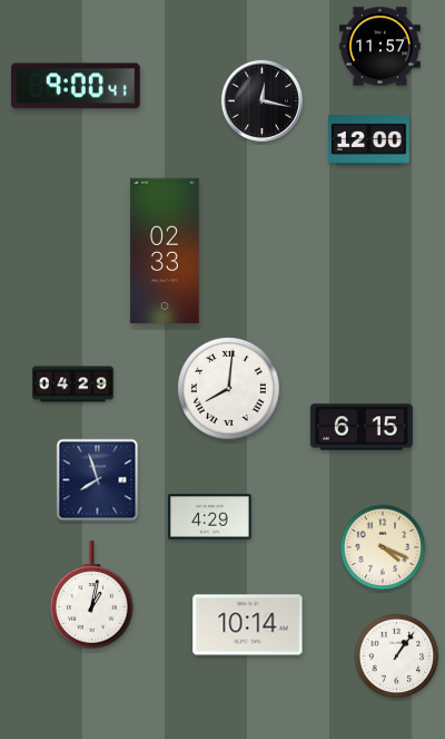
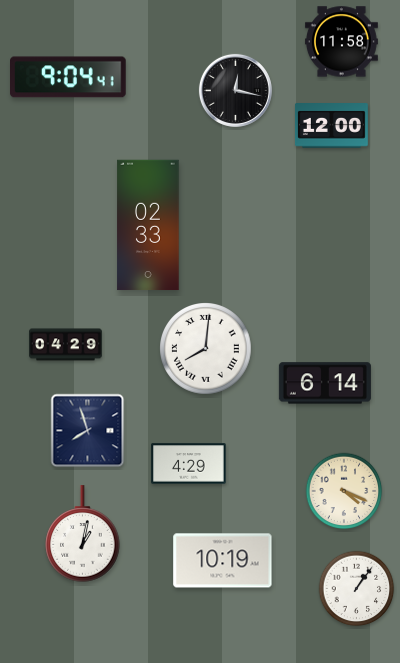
clock at (379, 47): 11:57 -> 11:58
clock at (77, 86): 9:00 -> 9:04
clock at (362, 427): 6:15 -> 6:14
clock at (248, 625): 10:14 -> 10:19
